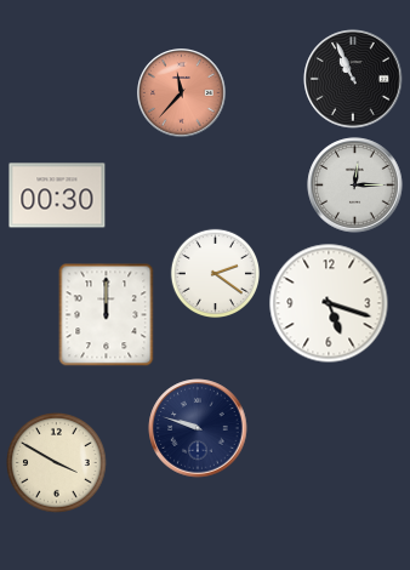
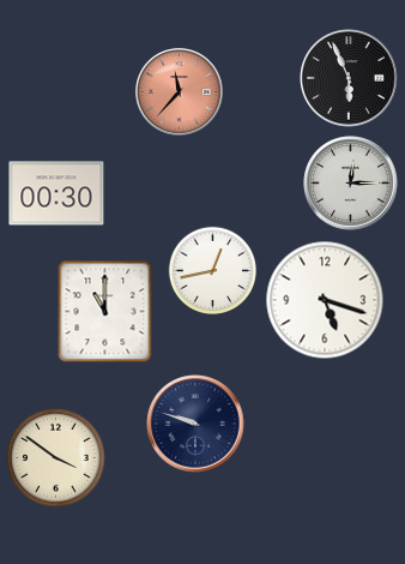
clock at (353, 79): 10:56 -> 5:56
clock at (215, 273): 2:21 -> 12:43
clock at (107, 315): 12:00 -> 11:00
clock at (57, 463): 3:50 -> 3:51
